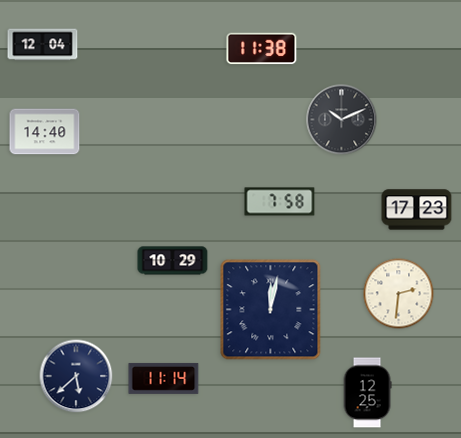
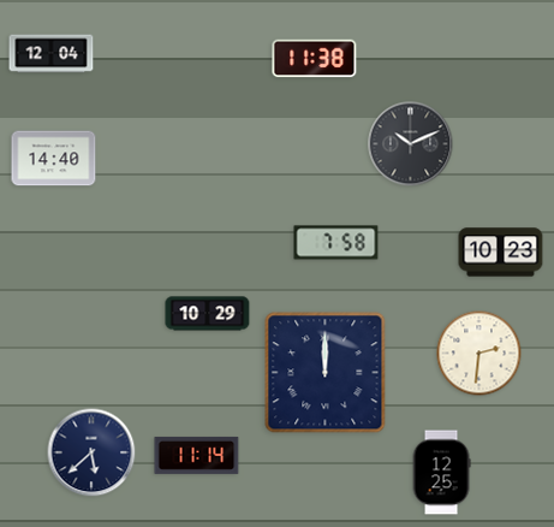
clock at (417, 210): 17:23 -> 10:23
clock at (271, 310): 12:02 -> 12:00
